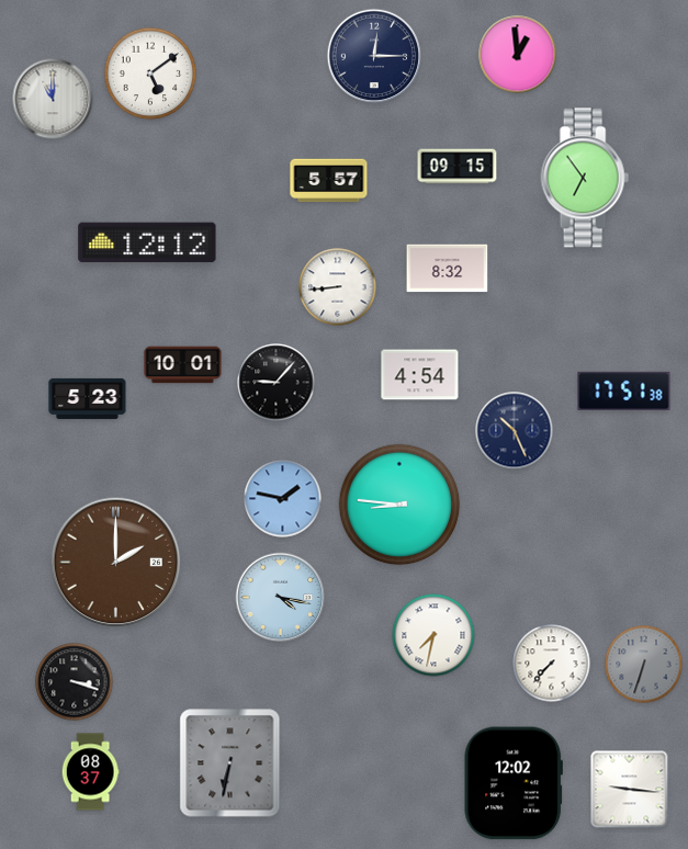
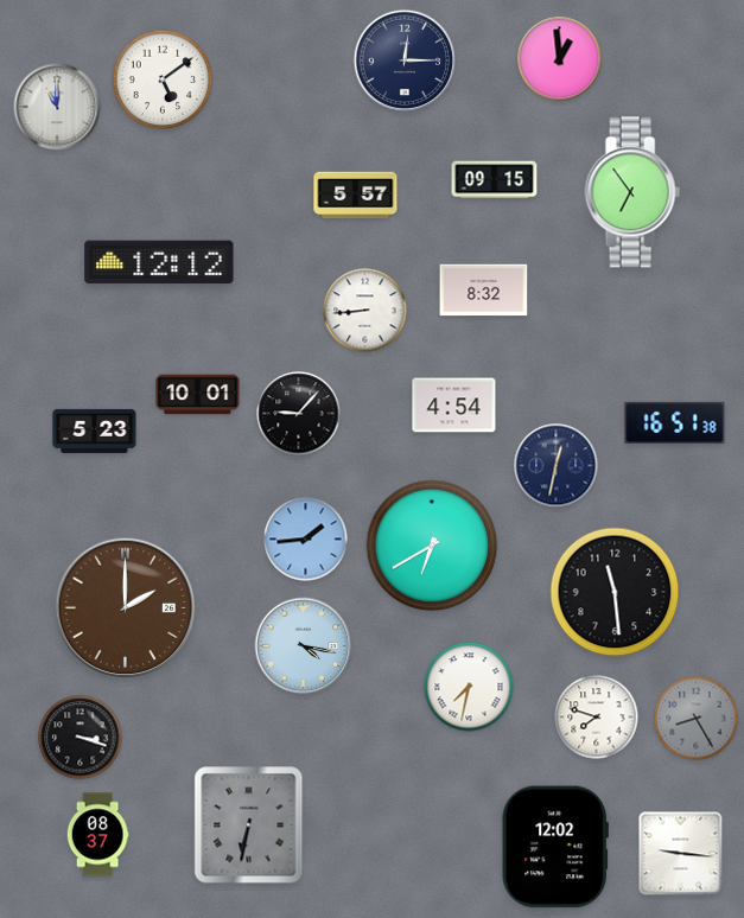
clock at (624, 390): 17:51 -> 16:51
clock at (515, 431): 10:26 -> 12:32
clock at (283, 499): 1:47 -> 1:44
clock at (399, 505): 8:46 -> 6:40
clock at (615, 592): none -> 11:29
clock at (552, 664): 7:37 -> 7:48
clock at (644, 665): 6:33 -> 8:25
